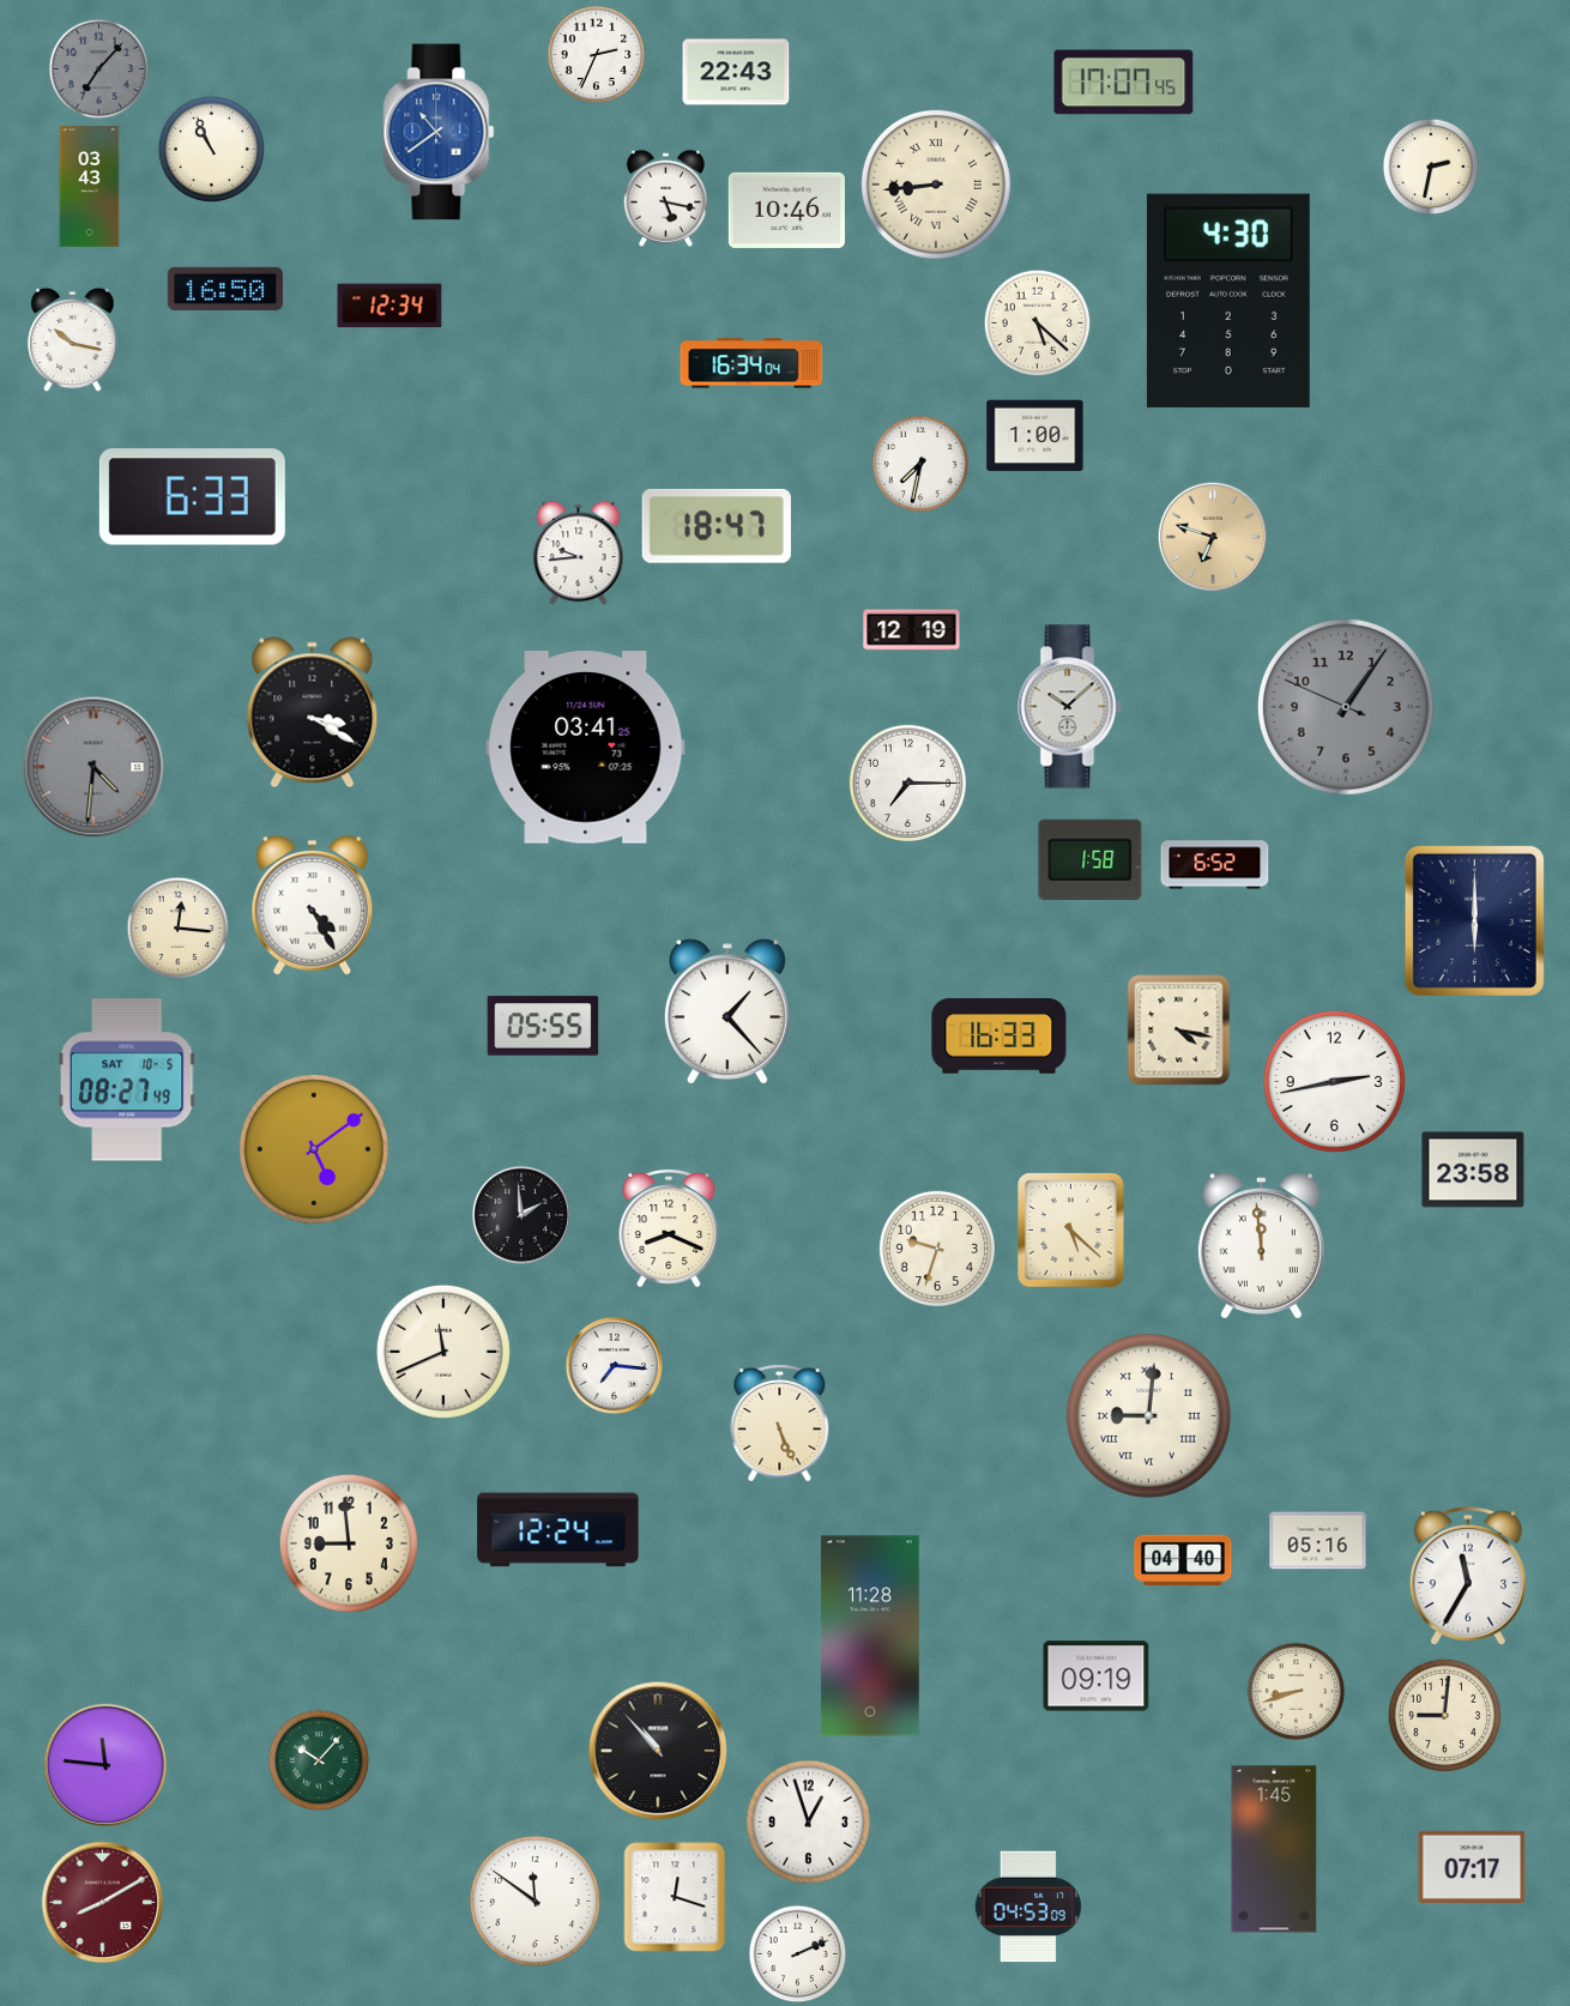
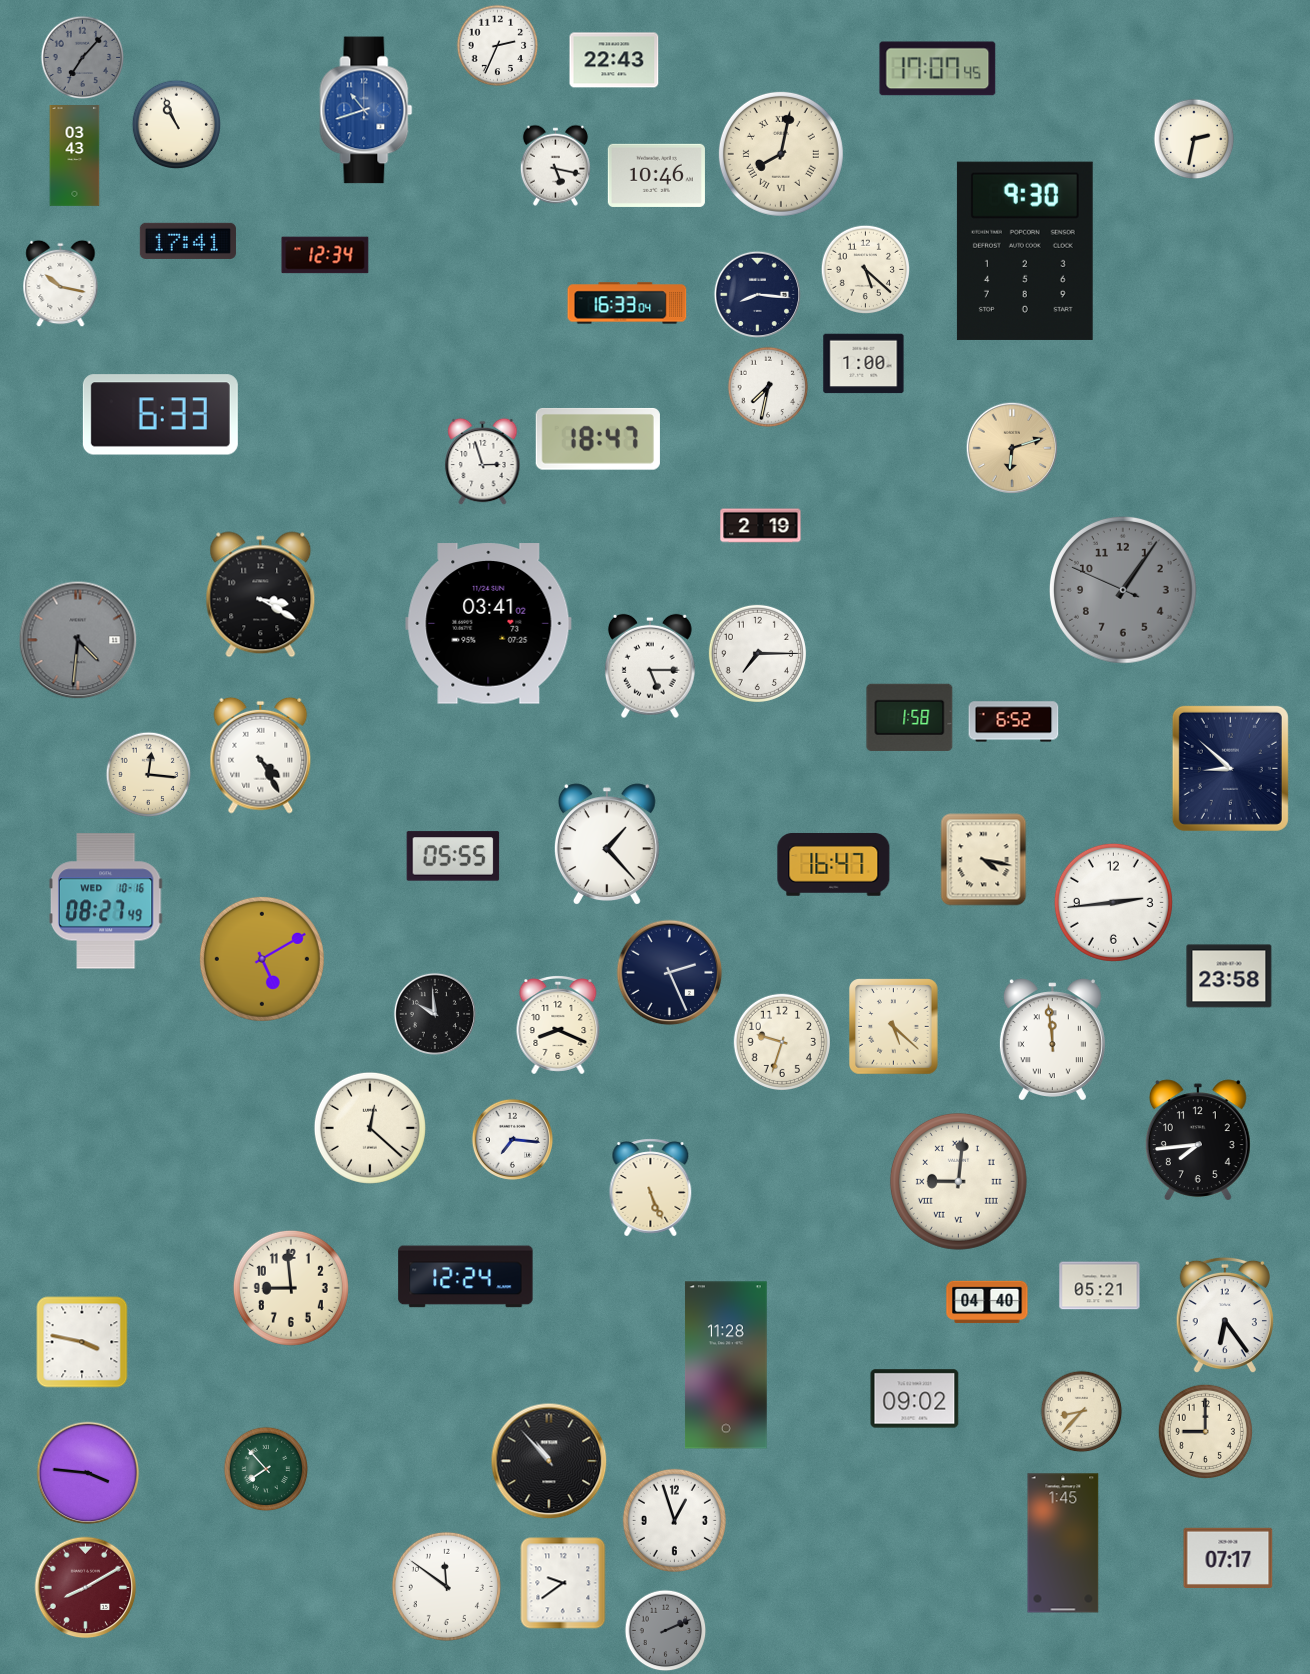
clock at (439, 132): 10:39 -> 10:42
clock at (936, 185): 8:44 -> 8:02
clock at (225, 289): 16:50 -> 17:41
clock at (1228, 301): 4:30 -> 9:30
clock at (757, 294): none -> 8:16
clock at (751, 363): 16:34 -> 16:33
clock at (1213, 537): 6:48 -> 6:12
clock at (579, 554): 9:44 -> 2:57
clock at (912, 630): 12:19 -> 2:19
clock at (1070, 707): 10:08 -> none
clock at (586, 748): 03:41:25 -> 03:41:02
clock at (650, 666): none -> 5:15
clock at (1474, 920): 6:00 -> 8:52
clock at (1000, 1037): 16:33 -> 16:47
clock at (127, 1080) date: SAT 10-5 -> WED 10-16
clock at (1334, 1081): 2:43 -> 2:44
clock at (314, 1149): 5:09 -> 5:10
clock at (670, 973): none -> 2:26
clock at (521, 1215): 1:59 -> 9:59
clock at (443, 1352): 11:41 -> 12:22
clock at (1198, 1140): none -> 7:44
clock at (1318, 1541): 05:16 -> 05:21
clock at (1468, 1576): 11:35 -> 6:24
clock at (82, 1342): none -> 3:47
clock at (1097, 1676): 09:19 -> 09:02
clock at (1297, 1692): 8:42 -> 8:37
clock at (1444, 1715): 9:01 -> 9:00
clock at (319, 1760): 10:07 -> 7:53
clock at (105, 1765): 11:46 -> 3:46
clock at (675, 1897): 12:18 -> 9:39
clock at (1028, 1907): 04:53 -> none
clock at (798, 1954) dial: white -> grey
